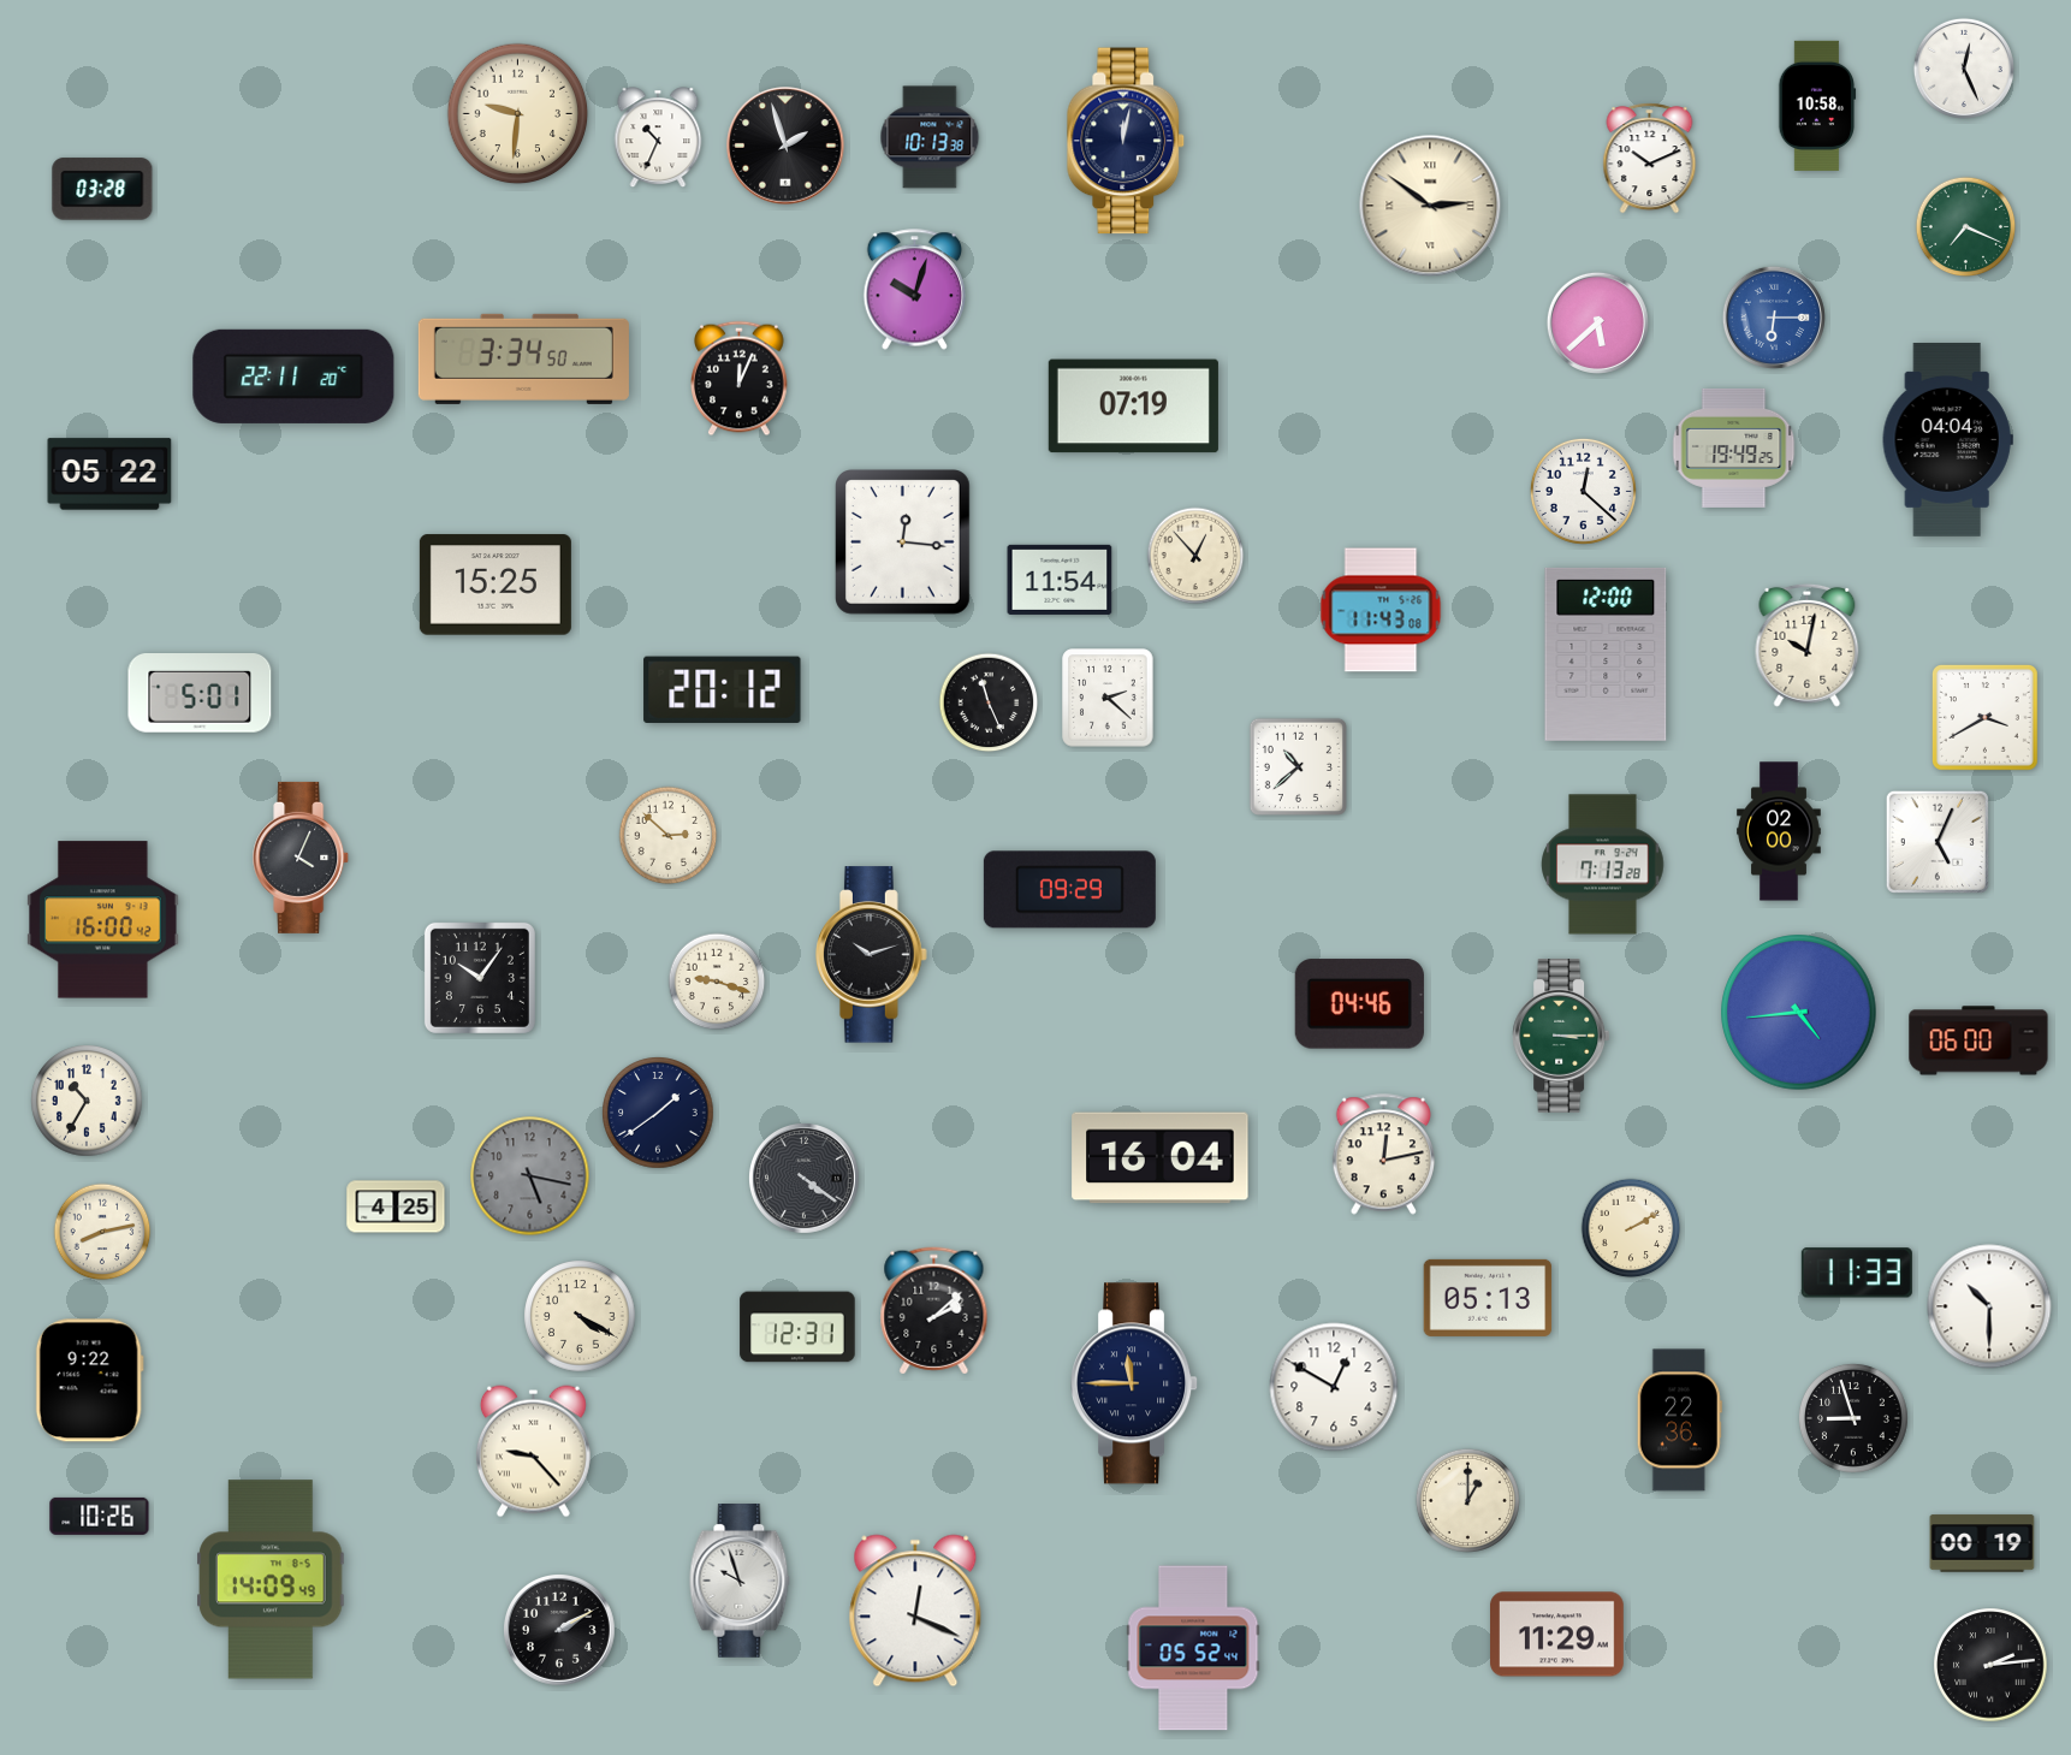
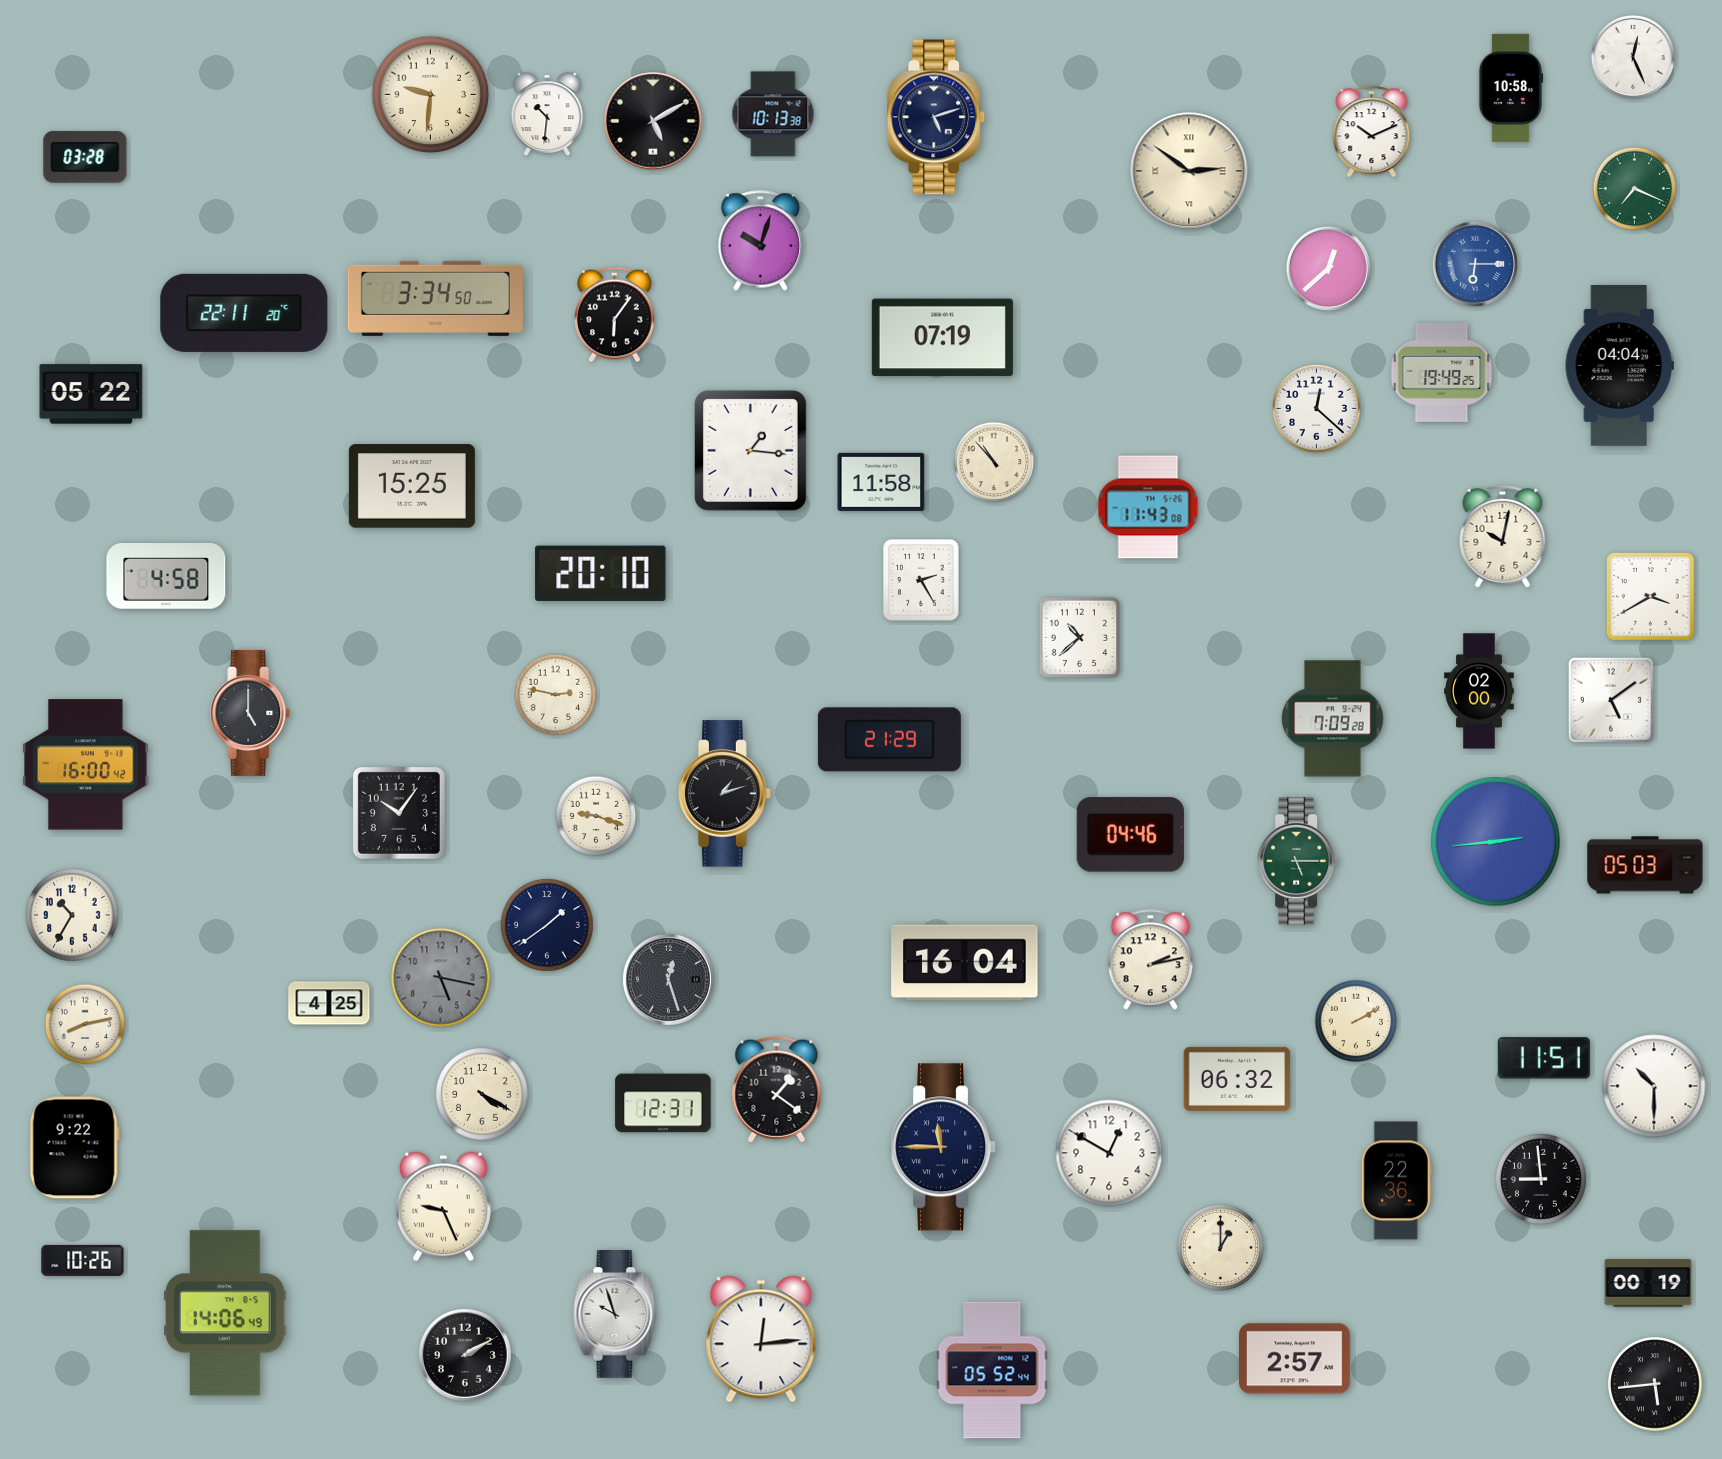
clock at (658, 137): 10:34 -> 10:31
clock at (1126, 141): 12:02 -> 5:12
clock at (785, 146): 1:57 -> 5:10
clock at (1597, 322): 5:38 -> 12:38
clock at (740, 379): 12:04 -> 6:06
clock at (903, 542): 12:16 -> 1:16
clock at (1195, 556): 12:53 -> 10:53
clock at (1060, 580): 11:54 -> 11:58
clock at (1606, 654): 12:00 -> none
clock at (723, 689): 20:12 -> 20:10
clock at (200, 694): 5:01 -> 4:58
clock at (1108, 698): 2:22 -> 2:25
clock at (989, 702): 11:26 -> none
clock at (669, 836): 2:52 -> 2:47
clock at (1938, 842): 5:04 -> 5:09
clock at (302, 858): 4:04 -> 5:00
clock at (1603, 865): 7:13 -> 7:09
clock at (1069, 890): 09:29 -> 21:29
clock at (872, 955): 10:12 -> 1:12
clock at (1799, 1013): 4:44 -> 2:44
clock at (1561, 1037): 3:15 -> 5:15
clock at (1978, 1040): 06:00 -> 05:03
clock at (1384, 1155): 12:13 -> 2:13
clock at (803, 1178): 4:21 -> 12:27
clock at (1857, 1273): 11:33 -> 11:51
clock at (1488, 1298): 05:13 -> 06:32
clock at (934, 1311): 2:08 -> 1:21
clock at (1135, 1383) position: (1135, 1383) -> (944, 1147)
clock at (1853, 1418): 8:57 -> 8:59
clock at (533, 1452): 9:23 -> 9:26
clock at (271, 1579): 14:09 -> 14:06
clock at (915, 1611): 12:19 -> 12:14
clock at (1557, 1635): 11:29 -> 2:57
clock at (1990, 1665): 2:14 -> 5:44
